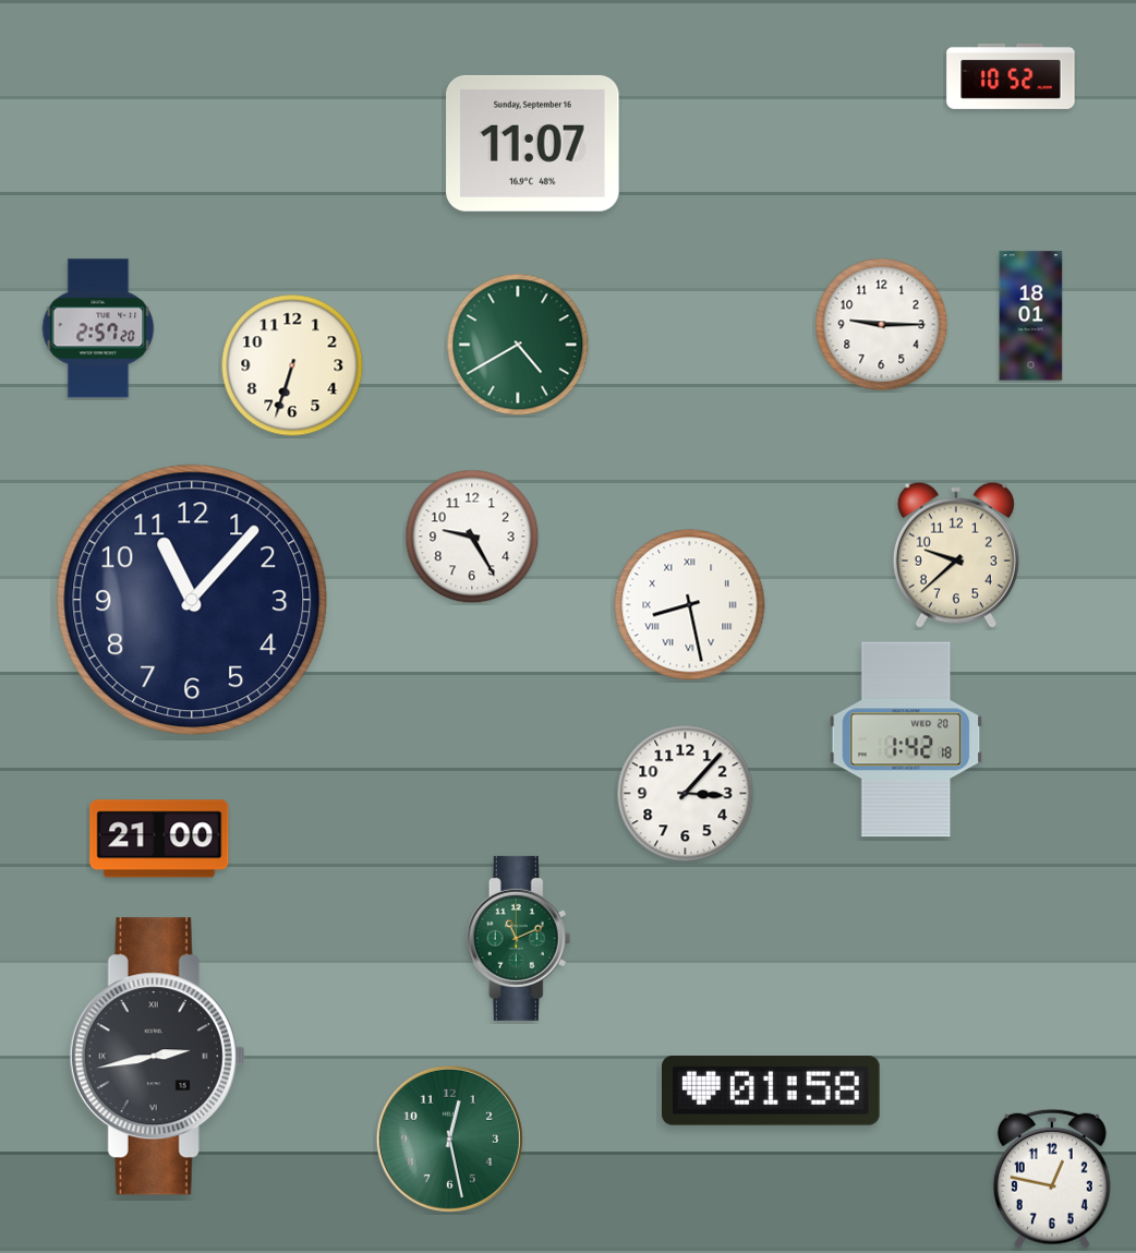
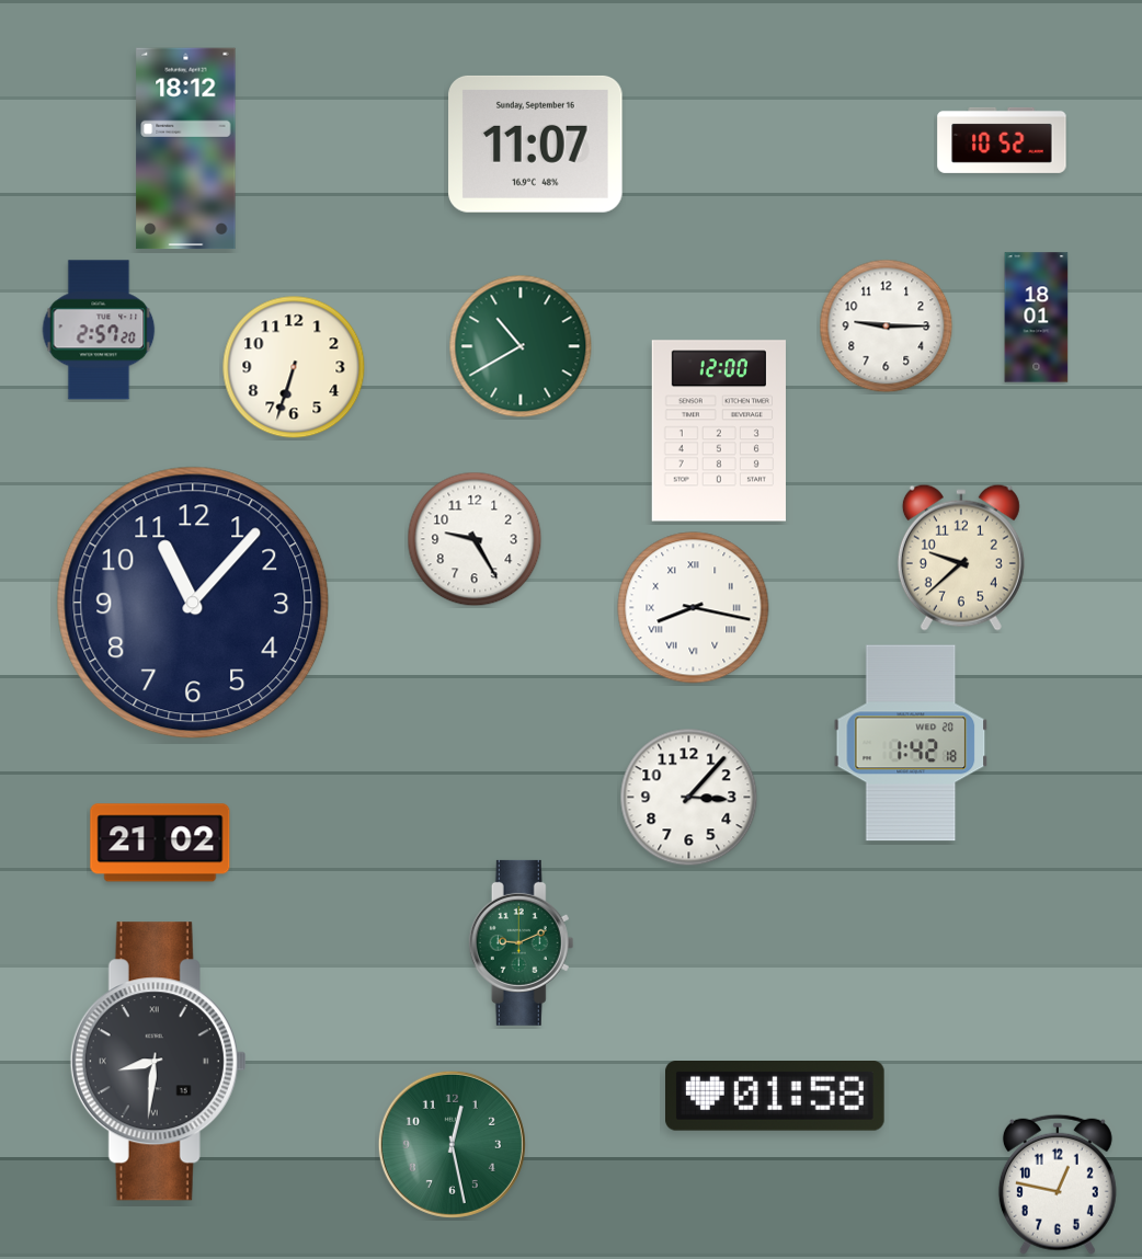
clock at (1011, 76) position: (1011, 76) -> (1002, 140)
clock at (186, 149): none -> 18:12
clock at (518, 345): 4:40 -> 10:40
clock at (719, 431): none -> 12:00
clock at (690, 605): 8:28 -> 8:17
clock at (159, 839): 21:00 -> 21:02
clock at (519, 938): 11:11 -> 9:11
clock at (157, 1057): 2:43 -> 8:31
